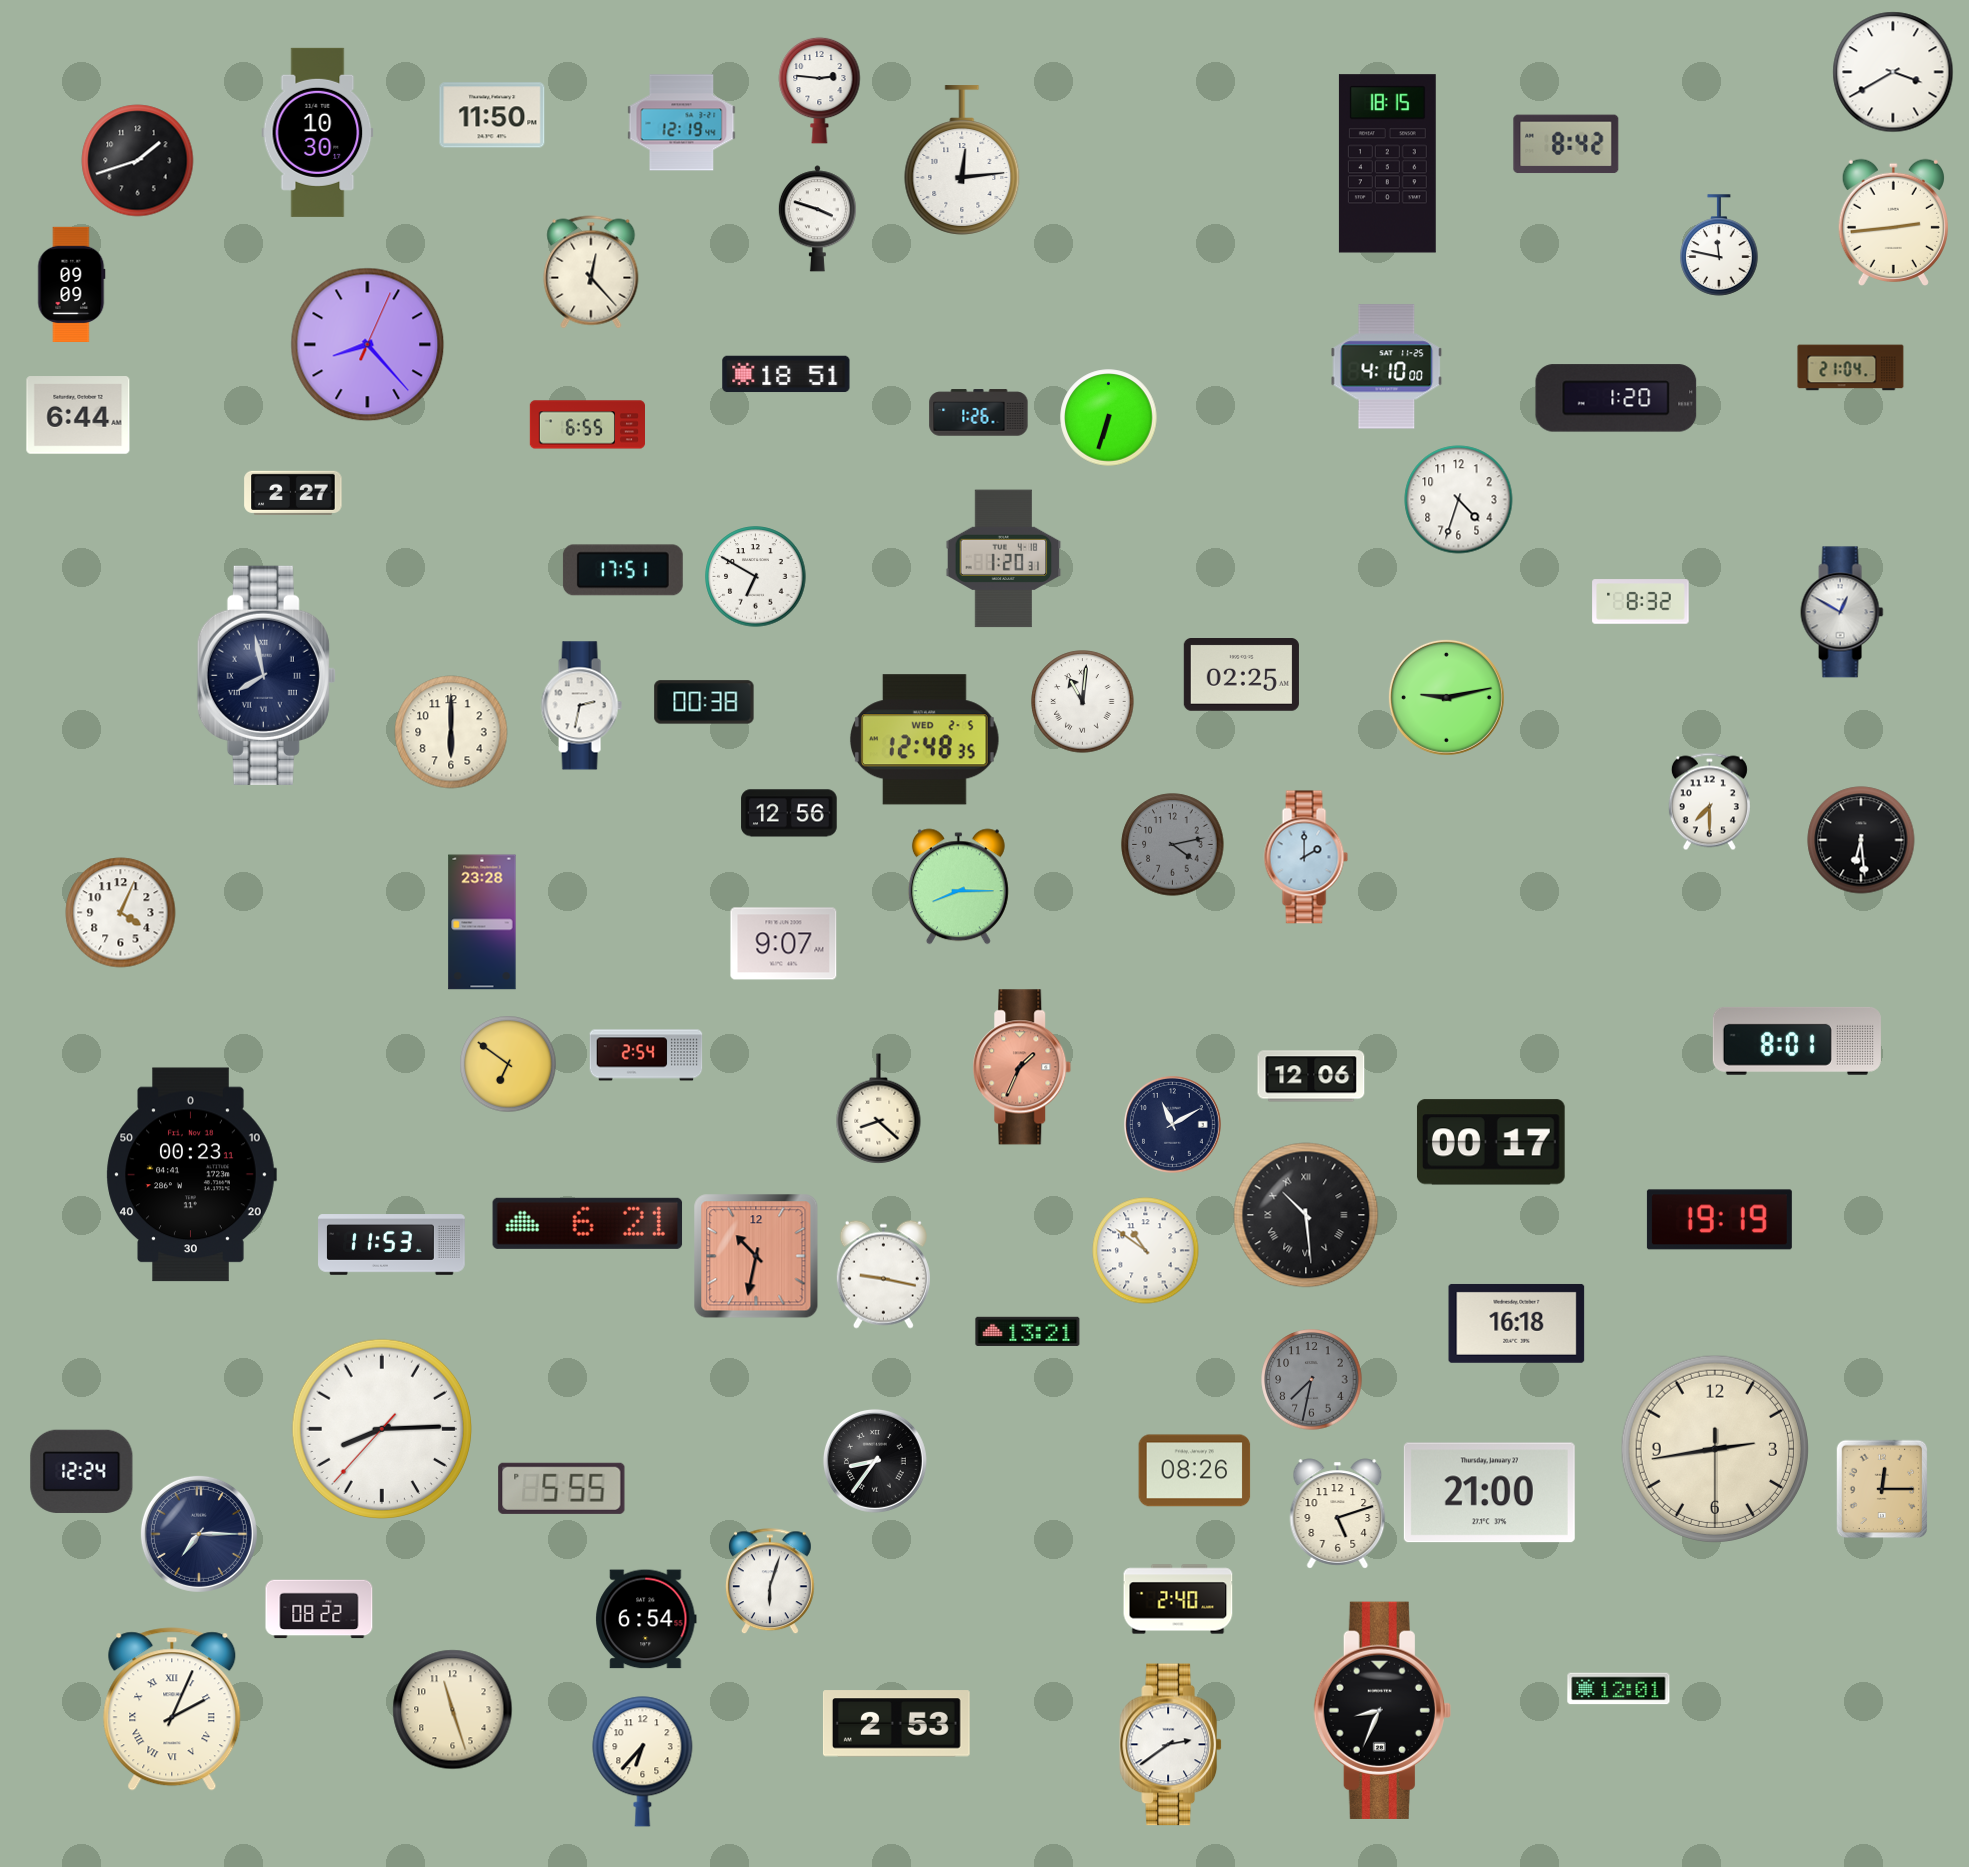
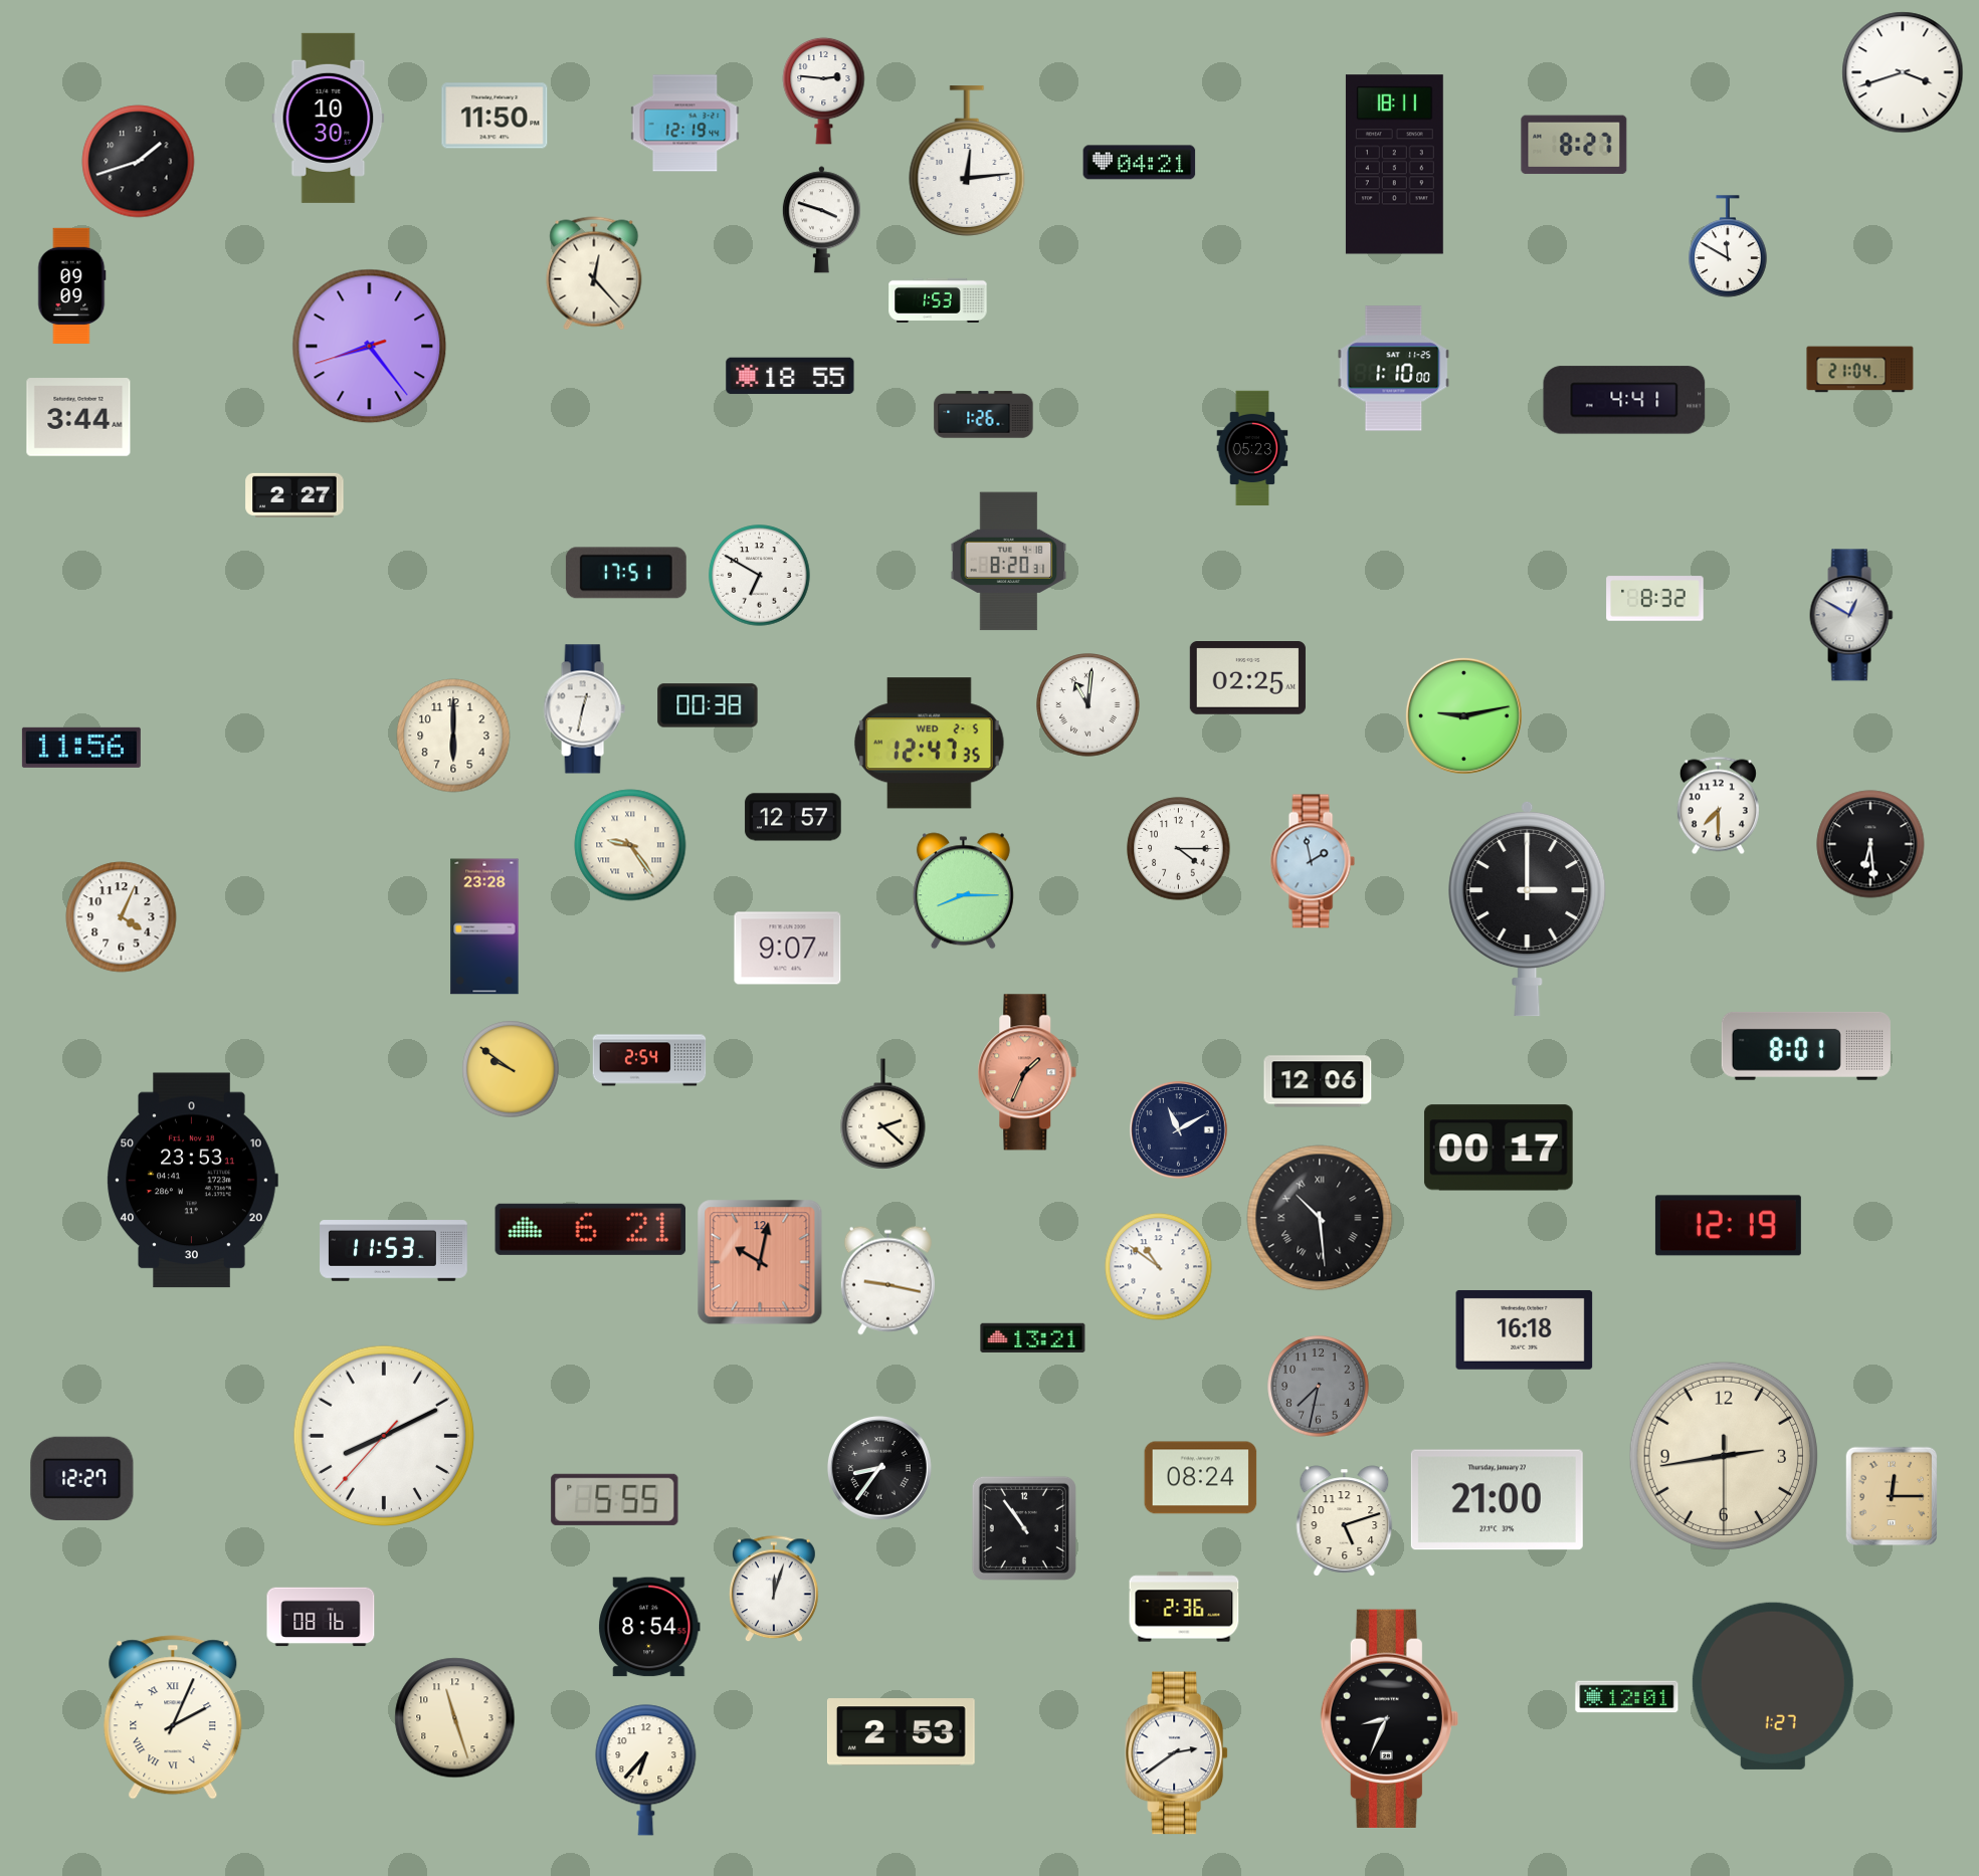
clock at (1893, 72): 3:40 -> 3:42
clock at (318, 132) position: (318, 132) -> (329, 118)
clock at (1566, 144): 8:42 -> 8:27
clock at (1140, 163): none -> 04:21
clock at (1387, 164): 18:15 -> 18:11
clock at (1893, 222): 2:44 -> none
clock at (1719, 245): 11:47 -> 11:50
clock at (938, 300): none -> 1:53
clock at (368, 345): 8:23:04 -> 8:23:42
clock at (1387, 367): 4:10 -> 1:10
clock at (786, 374): 18:51 -> 18:55
clock at (1616, 398): 1:20 -> 4:41
clock at (78, 415): 6:44 -> 3:44
clock at (1109, 418): 6:33 -> none
clock at (587, 425): 6:55 -> none
clock at (1252, 448): none -> 05:23
clock at (1459, 500): 4:33 -> none
clock at (1004, 559): 1:20 -> 8:20
clock at (756, 577) position: (756, 577) -> (760, 576)
clock at (1641, 602) position: (1641, 602) -> (1655, 599)
clock at (266, 675): 7:58 -> none
clock at (1446, 697) position: (1446, 697) -> (1463, 715)
clock at (581, 706): 2:32 -> 12:32
clock at (925, 740): 12:48 -> 12:47
clock at (81, 748): none -> 11:56
clock at (789, 813): 12:56 -> 12:57
clock at (630, 845): none -> 9:24
clock at (1173, 845): 4:13 -> 4:15
clock at (1173, 845) dial: grey -> white
clock at (1306, 857): 2:00 -> 1:58
clock at (1528, 908): none -> 3:00
clock at (508, 1064): 6:51 -> 9:51
clock at (879, 1108): 8:22 -> 2:22
clock at (191, 1175): 00:23 -> 23:53
clock at (1306, 1215) position: (1306, 1215) -> (1320, 1218)
clock at (1719, 1220): 19:19 -> 12:19
clock at (1146, 1251) position: (1146, 1251) -> (1159, 1267)
clock at (756, 1256): 10:32 -> 10:02
clock at (382, 1429): 8:14 -> 8:10
clock at (82, 1471): 12:24 -> 12:27
clock at (1195, 1471): 08:26 -> 08:24
clock at (562, 1488) position: (562, 1488) -> (615, 1499)
clock at (1024, 1528): none -> 10:54
clock at (199, 1534): 7:15 -> none
clock at (770, 1582): 6:03 -> 12:03
clock at (1178, 1599): 2:40 -> 2:36
clock at (319, 1609): 08:22 -> 08:16
clock at (646, 1619): 6:54 -> 8:54
clock at (1773, 1686): none -> 1:27
